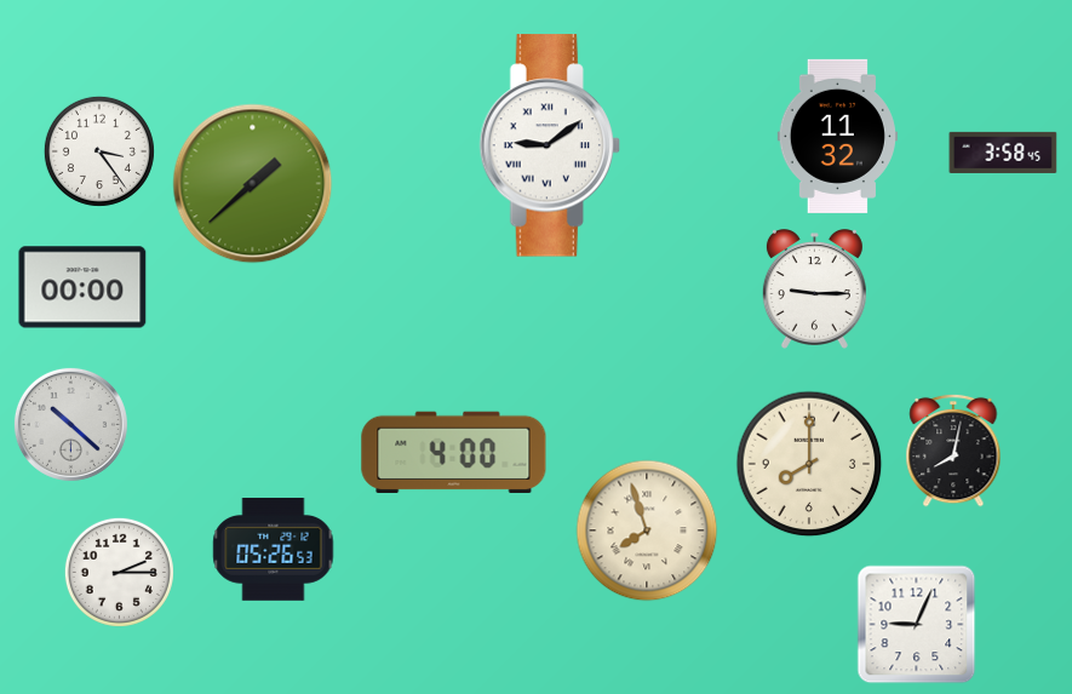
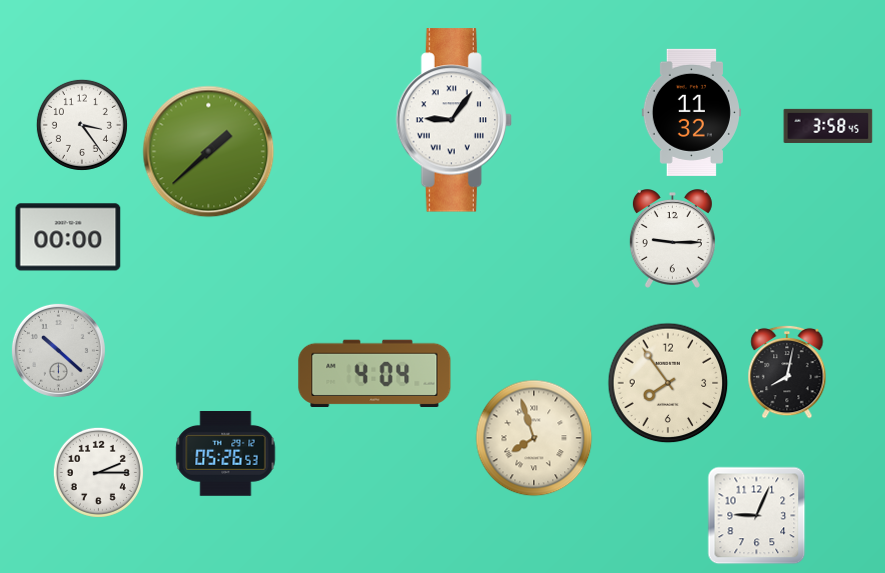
clock at (550, 145): 9:09 -> 9:06
clock at (454, 452): 4:00 -> 4:04
clock at (809, 464): 8:00 -> 7:54
